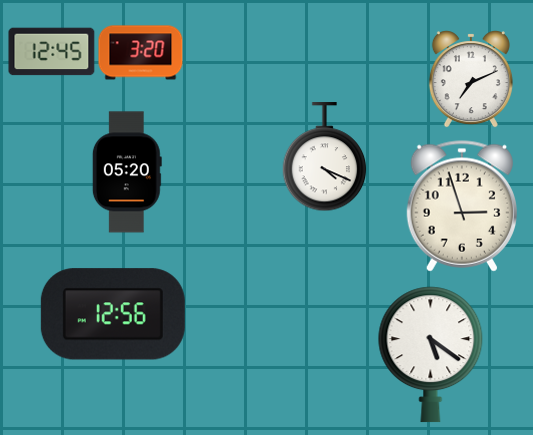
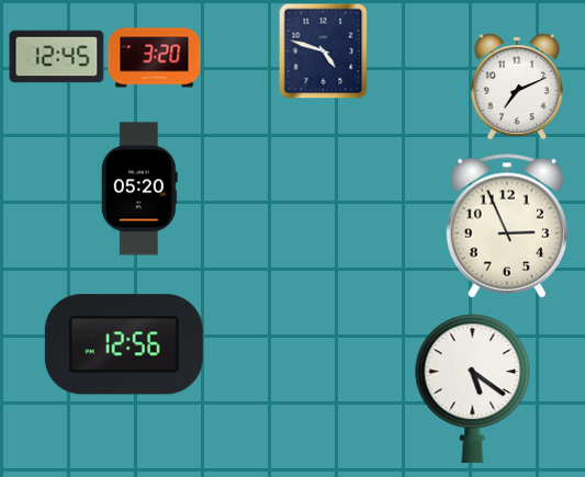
clock at (324, 50): none -> 4:48
clock at (325, 157): 4:19 -> none
clock at (462, 206): 2:57 -> 2:56
